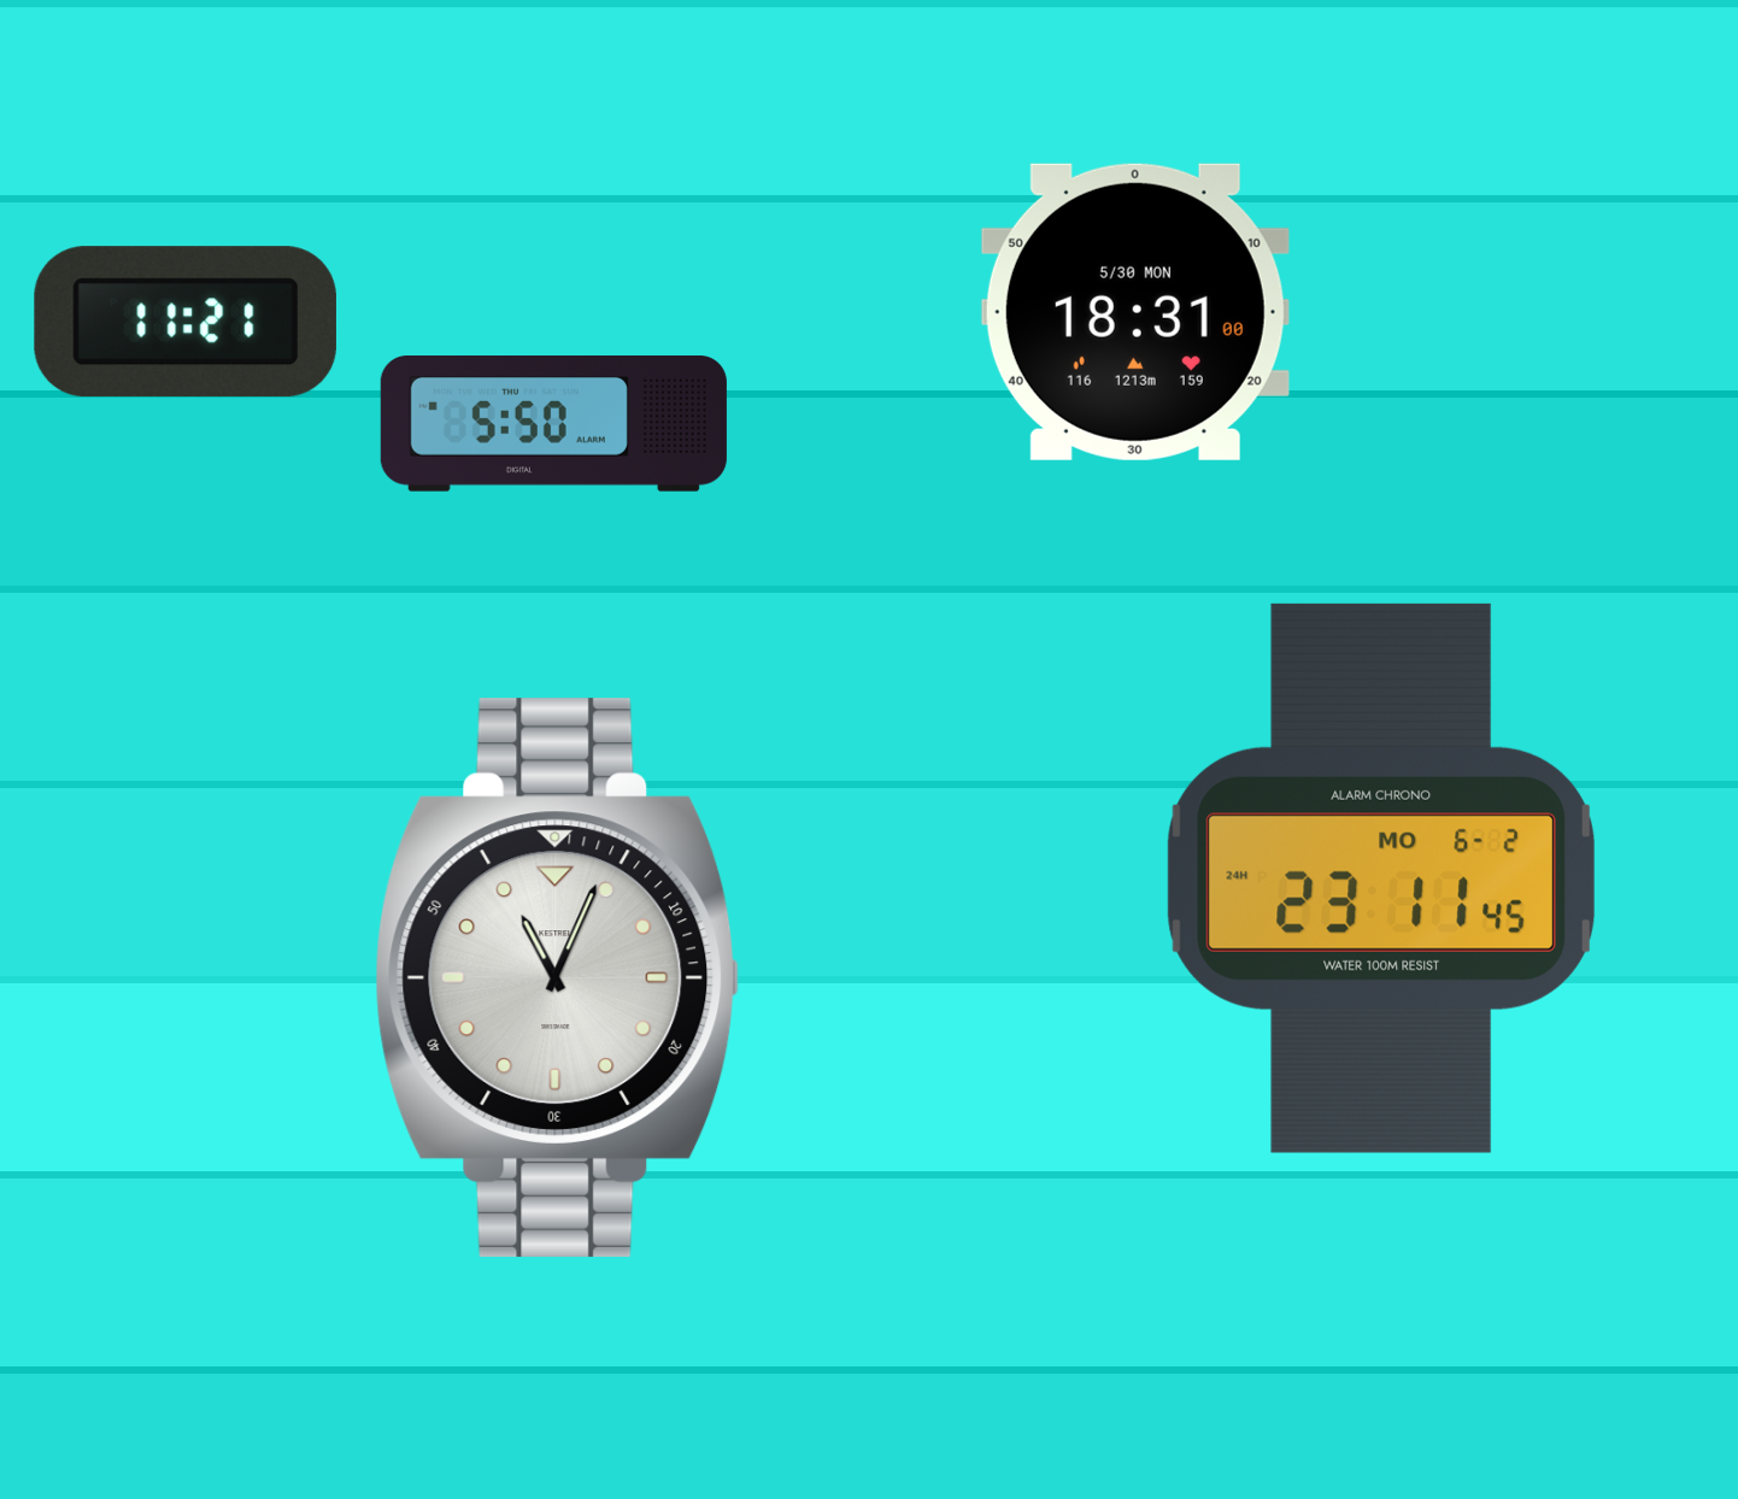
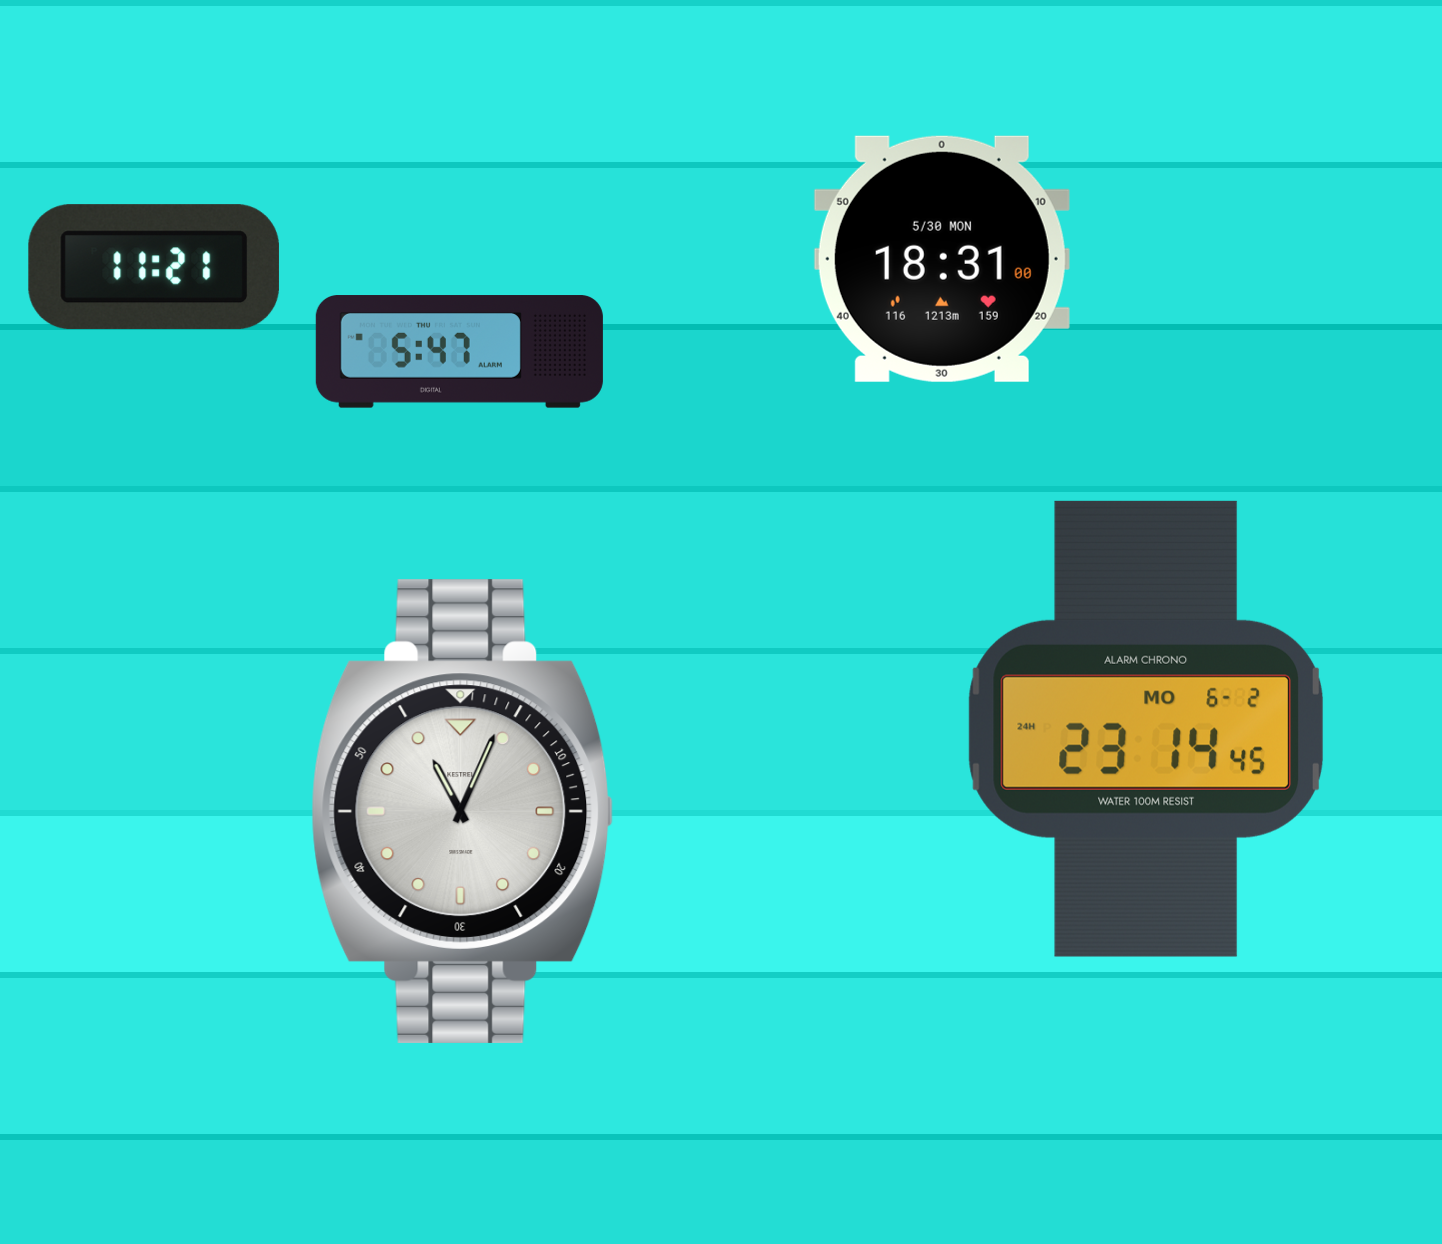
clock at (553, 424): 5:50 -> 5:47
clock at (1380, 878): 23:11 -> 23:14
